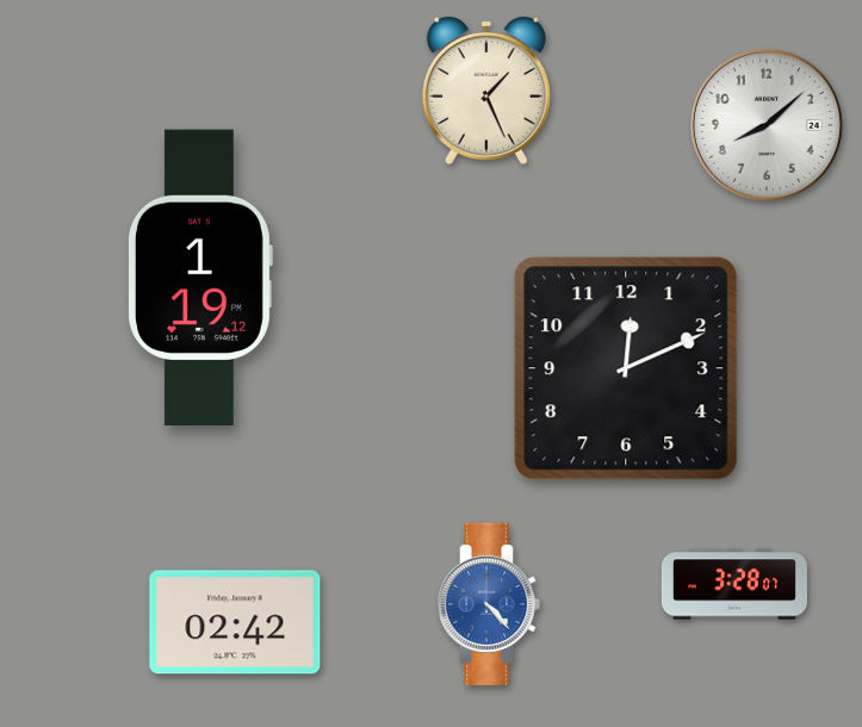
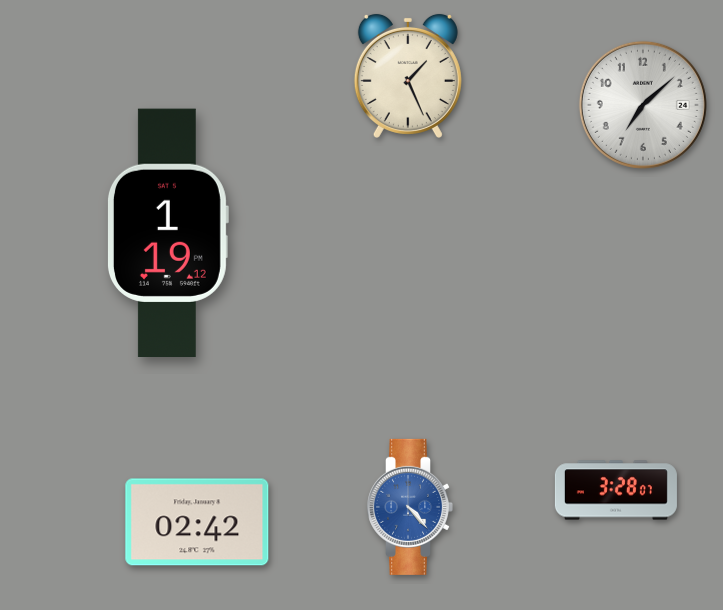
clock at (767, 125): 8:08 -> 7:08
clock at (626, 368): 12:11 -> none
